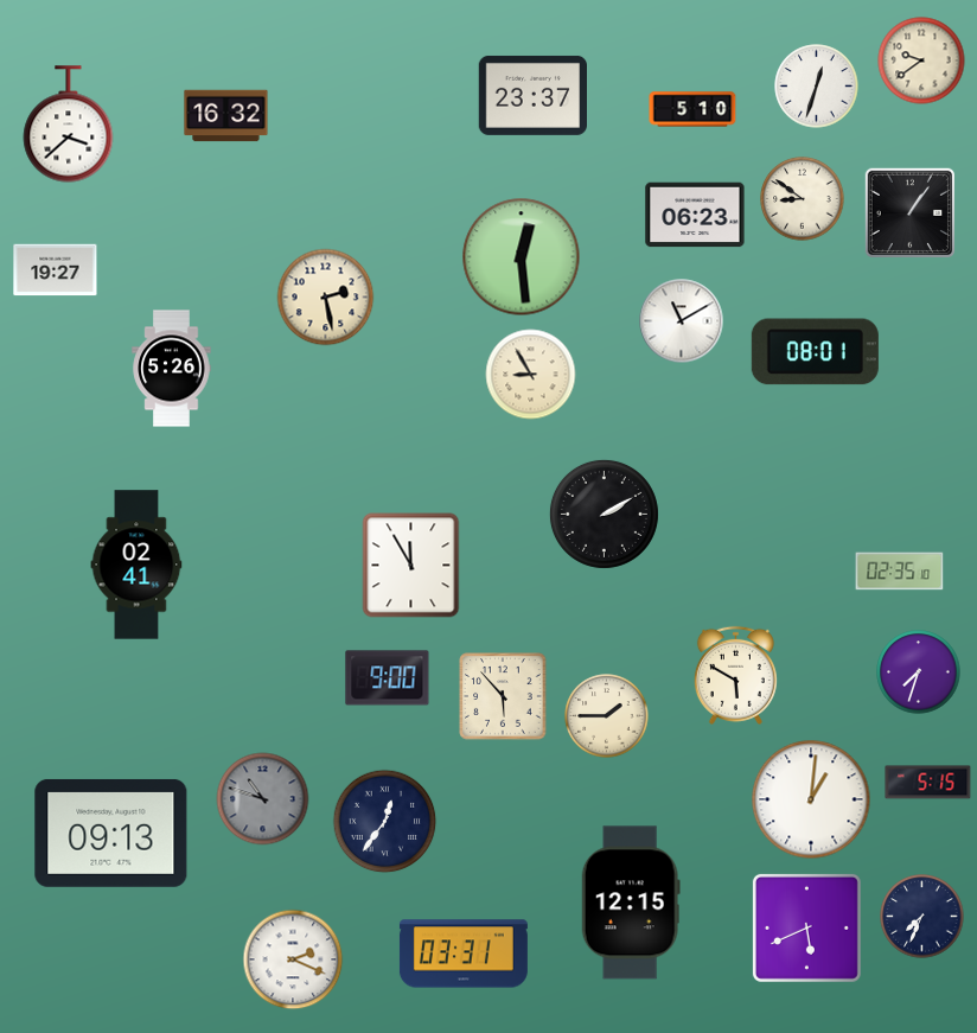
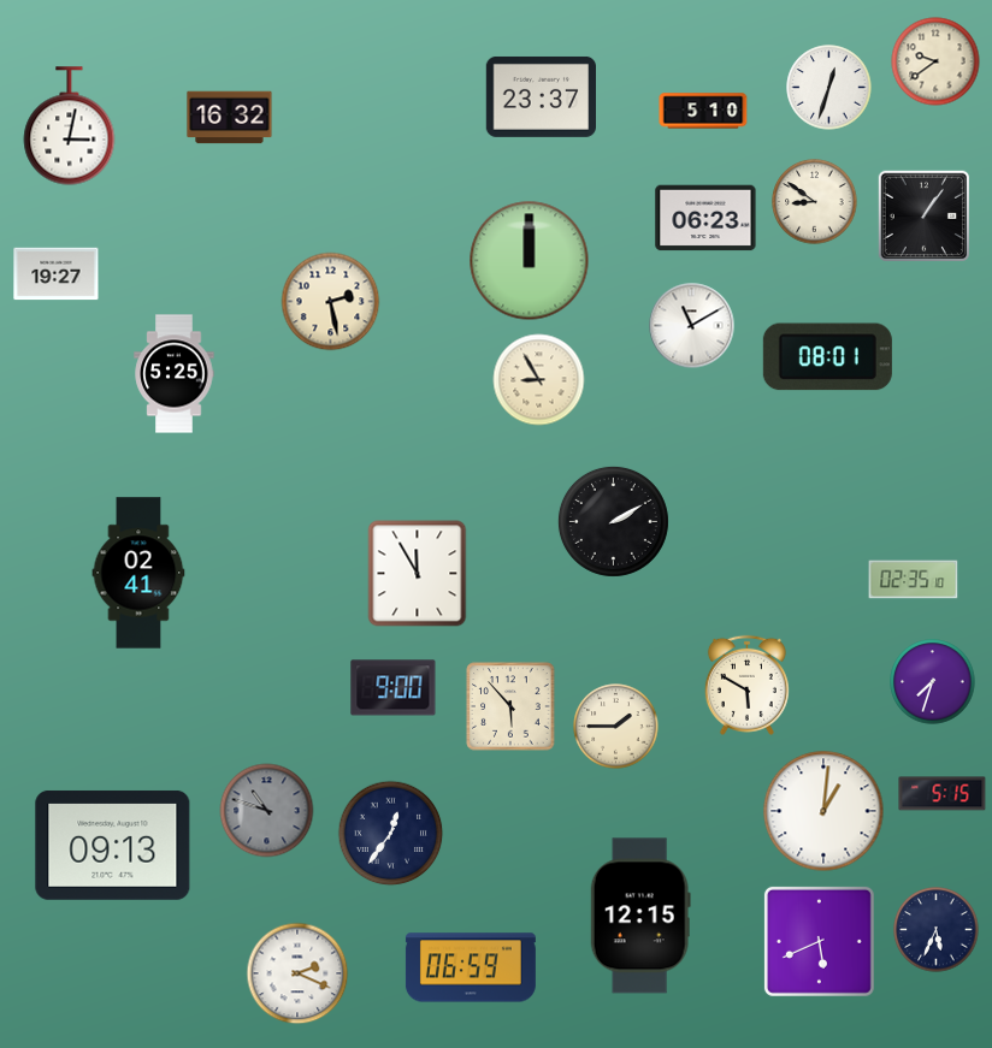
clock at (69, 125): 3:38 -> 3:02
clock at (522, 257): 12:29 -> 12:00
clock at (172, 369): 5:26 -> 5:25
clock at (922, 917): 7:34 -> 5:34
clock at (464, 954): 03:31 -> 06:59
